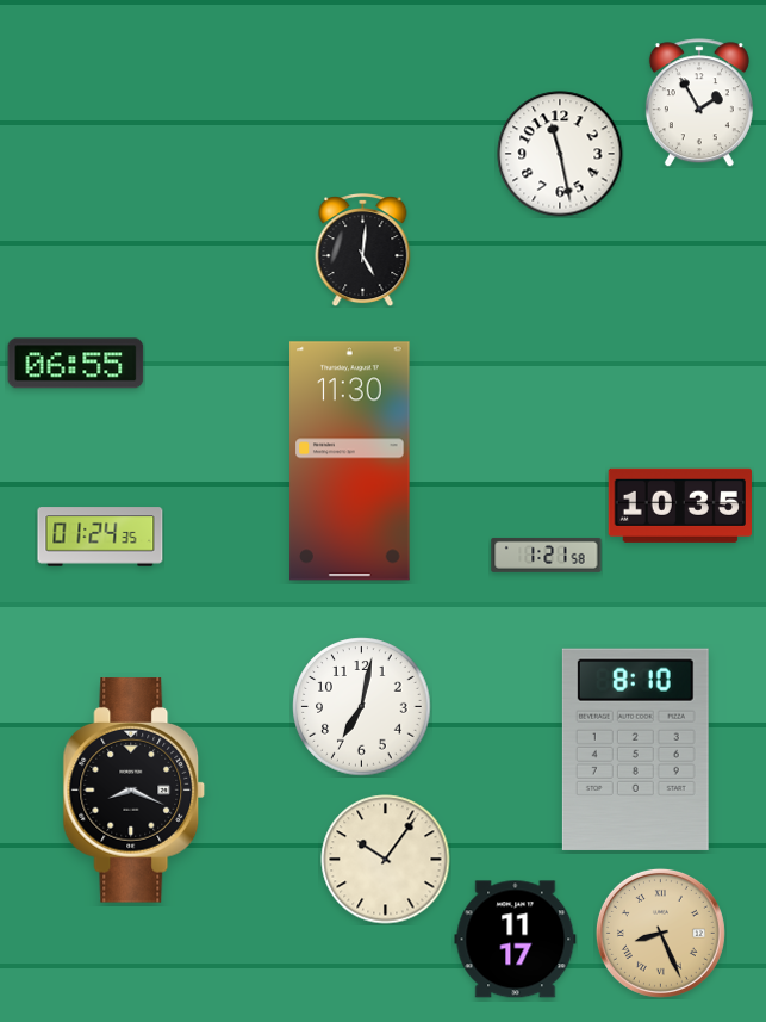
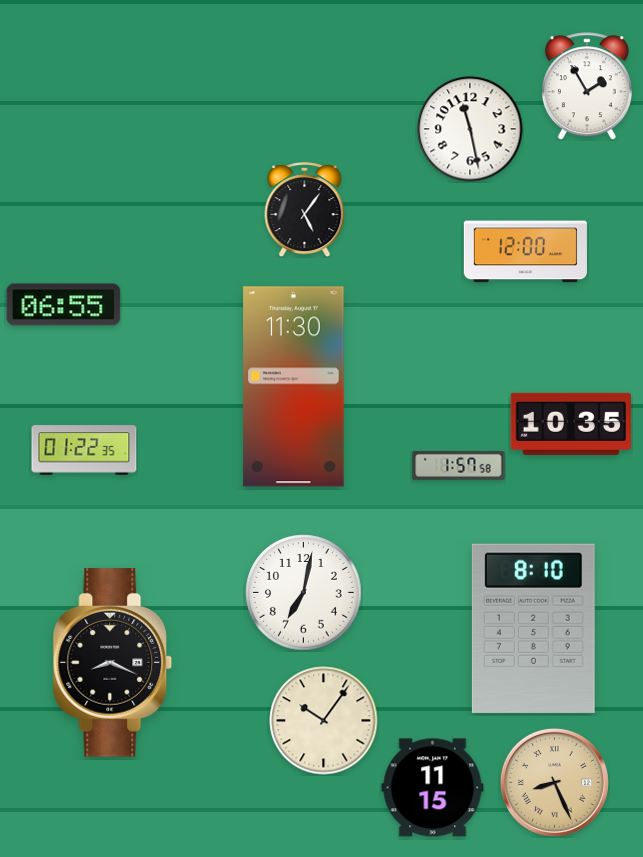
clock at (363, 250): 5:01 -> 5:06
clock at (525, 252): none -> 12:00
clock at (100, 537): 01:24 -> 01:22
clock at (547, 555): 1:21 -> 1:57
clock at (516, 940): 11:17 -> 11:15
